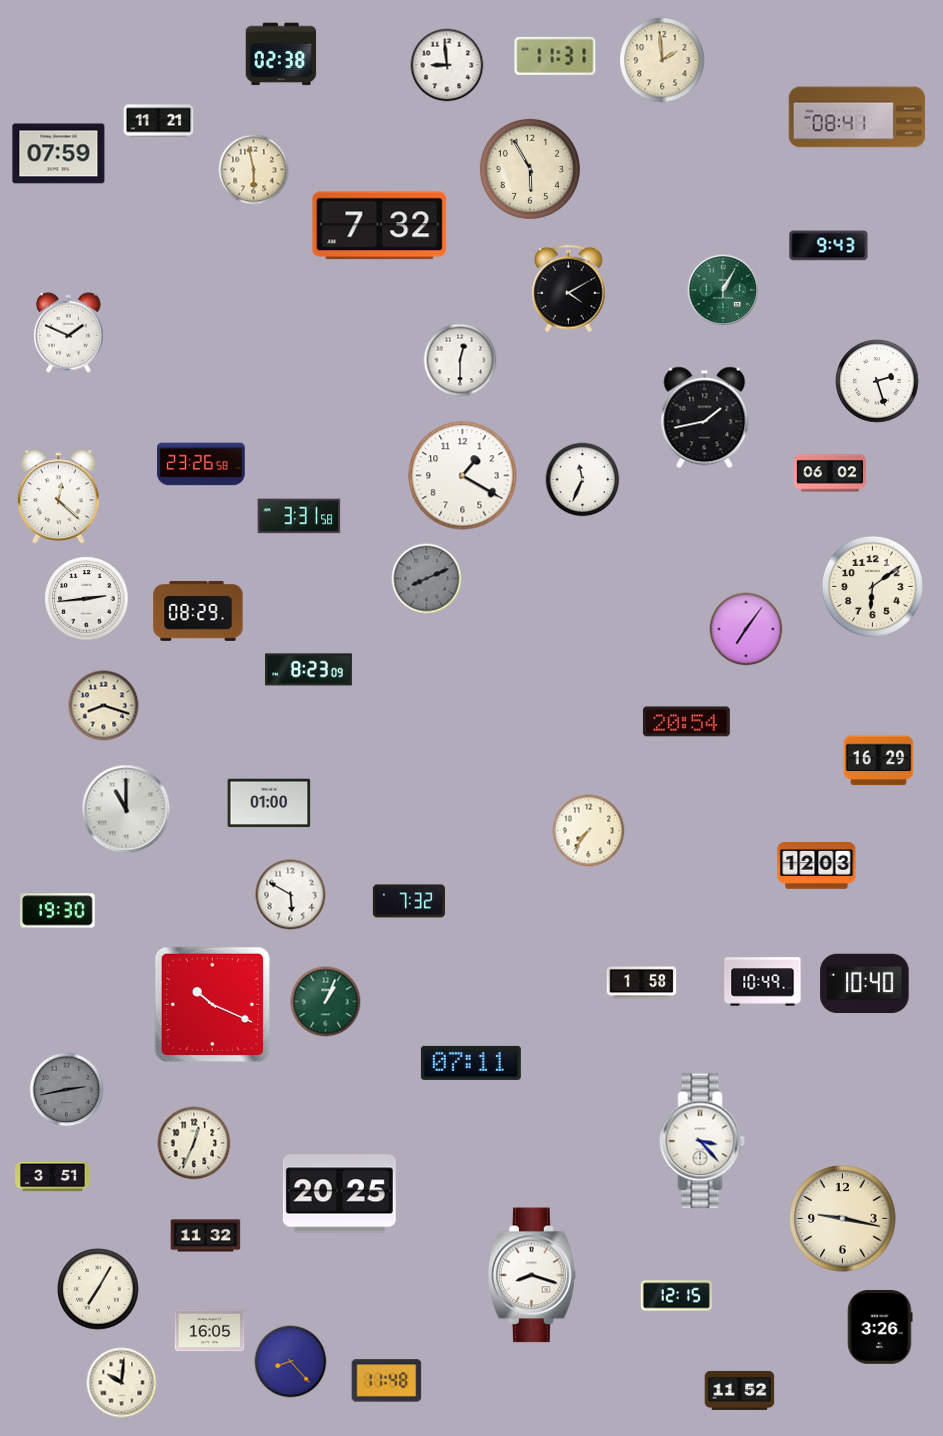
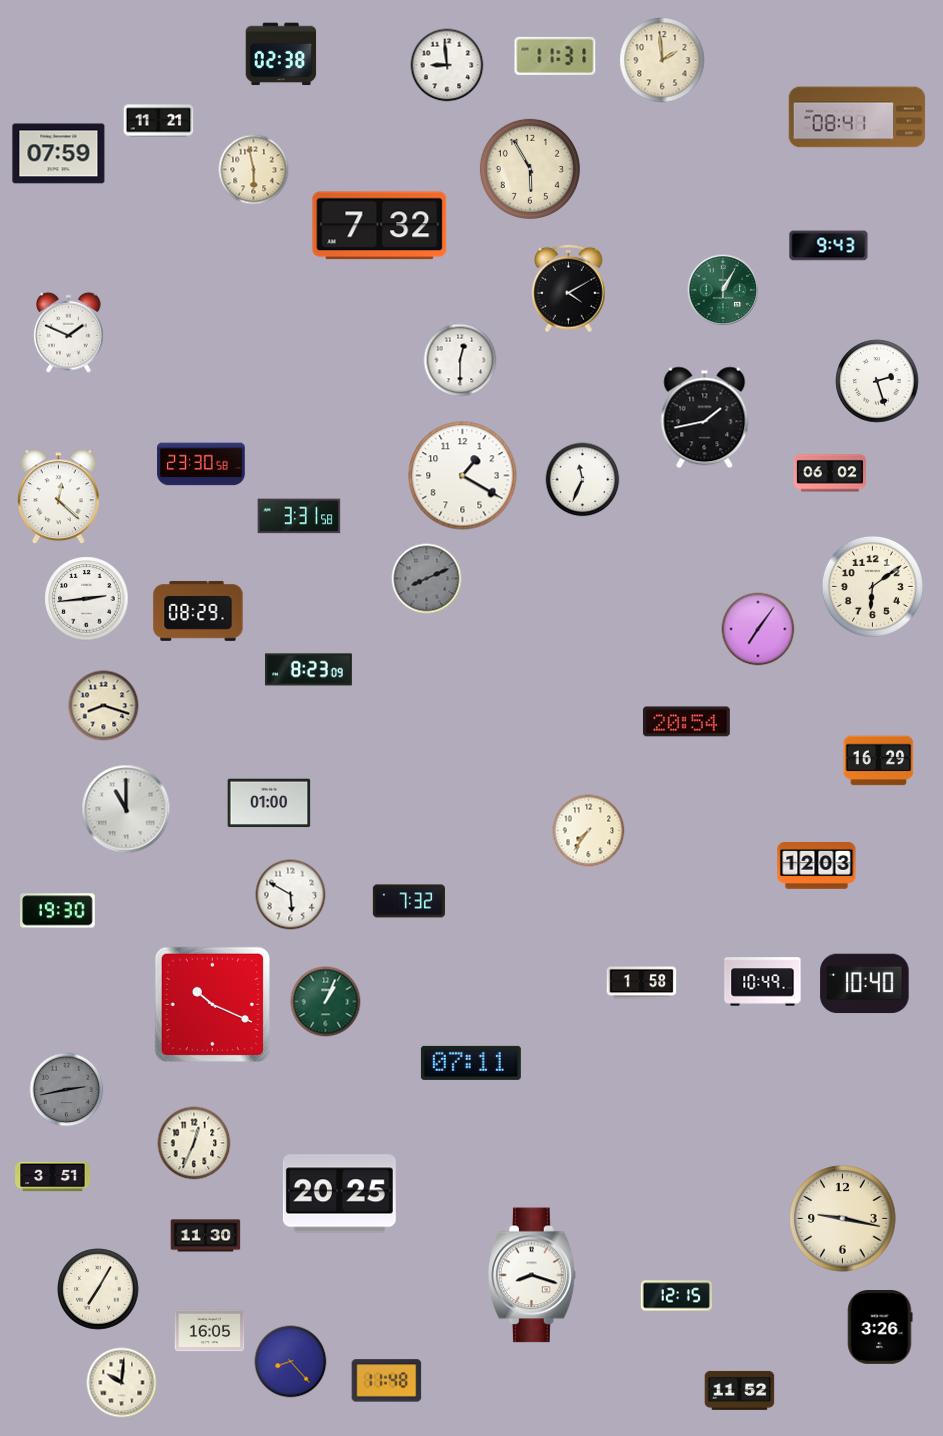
clock at (201, 464): 23:26 -> 23:30
clock at (746, 629) position: (746, 629) -> (758, 629)
clock at (702, 1141): 3:23 -> none
clock at (206, 1236): 11:32 -> 11:30
